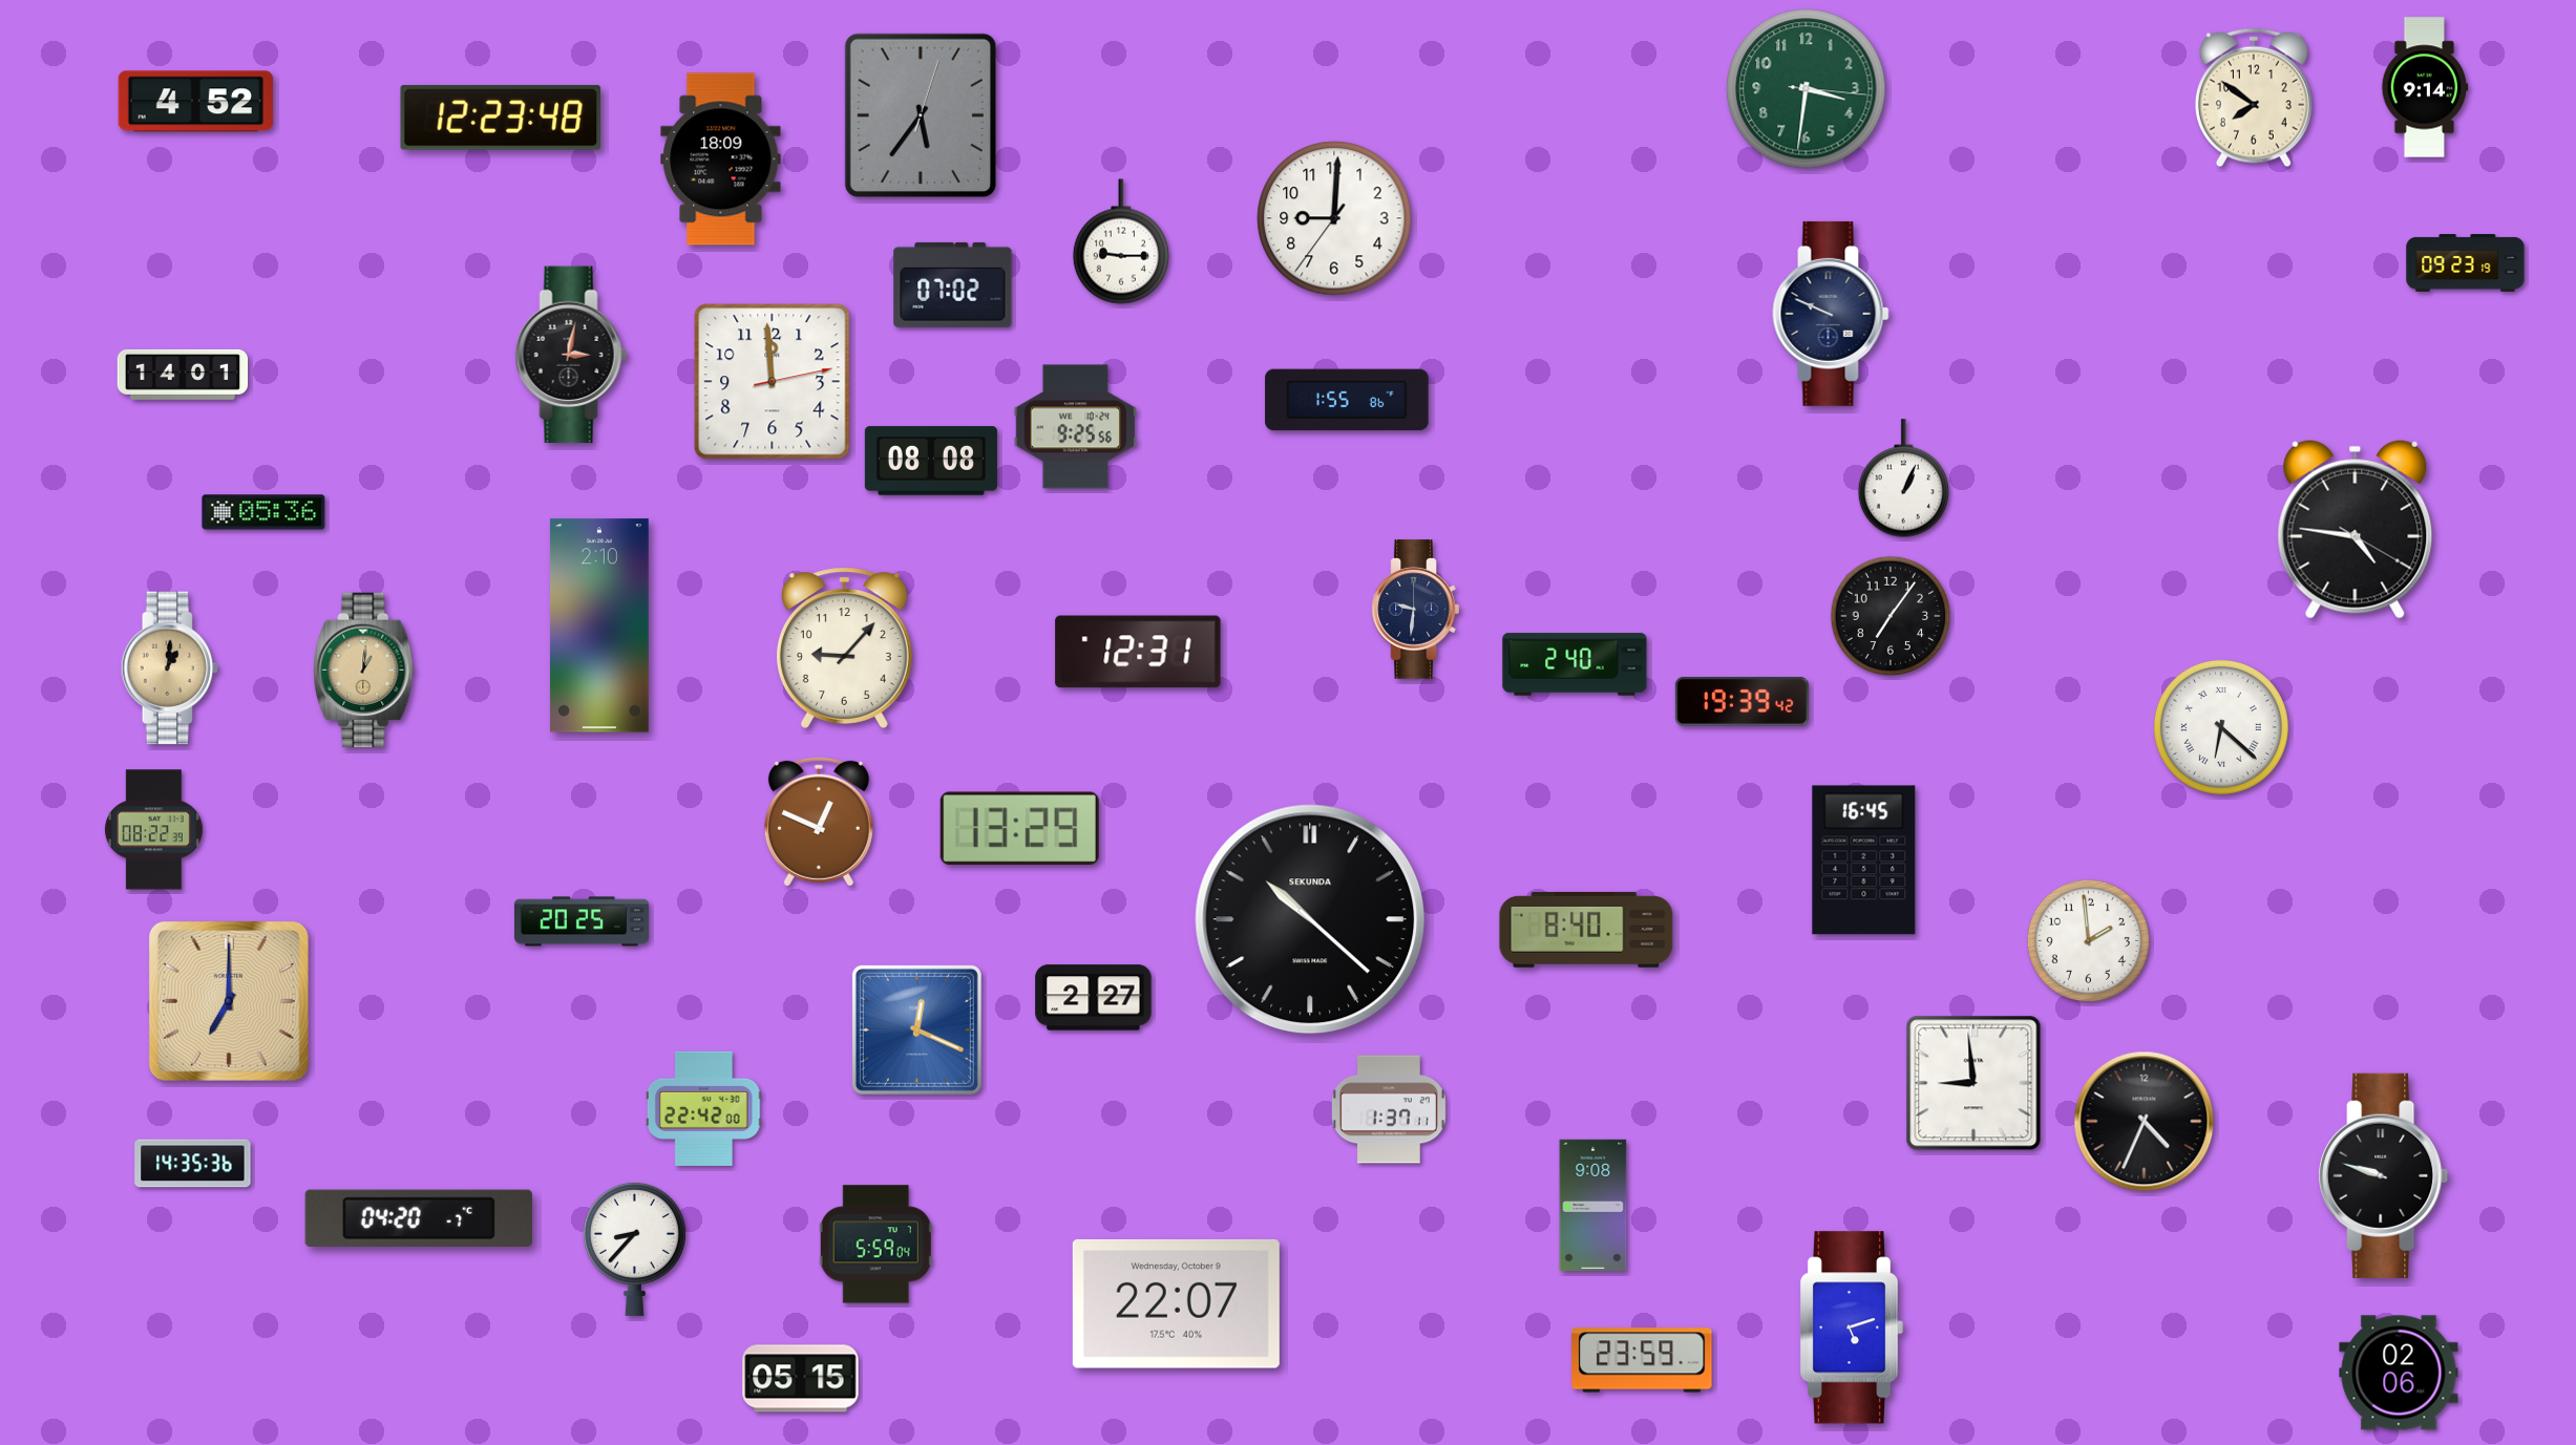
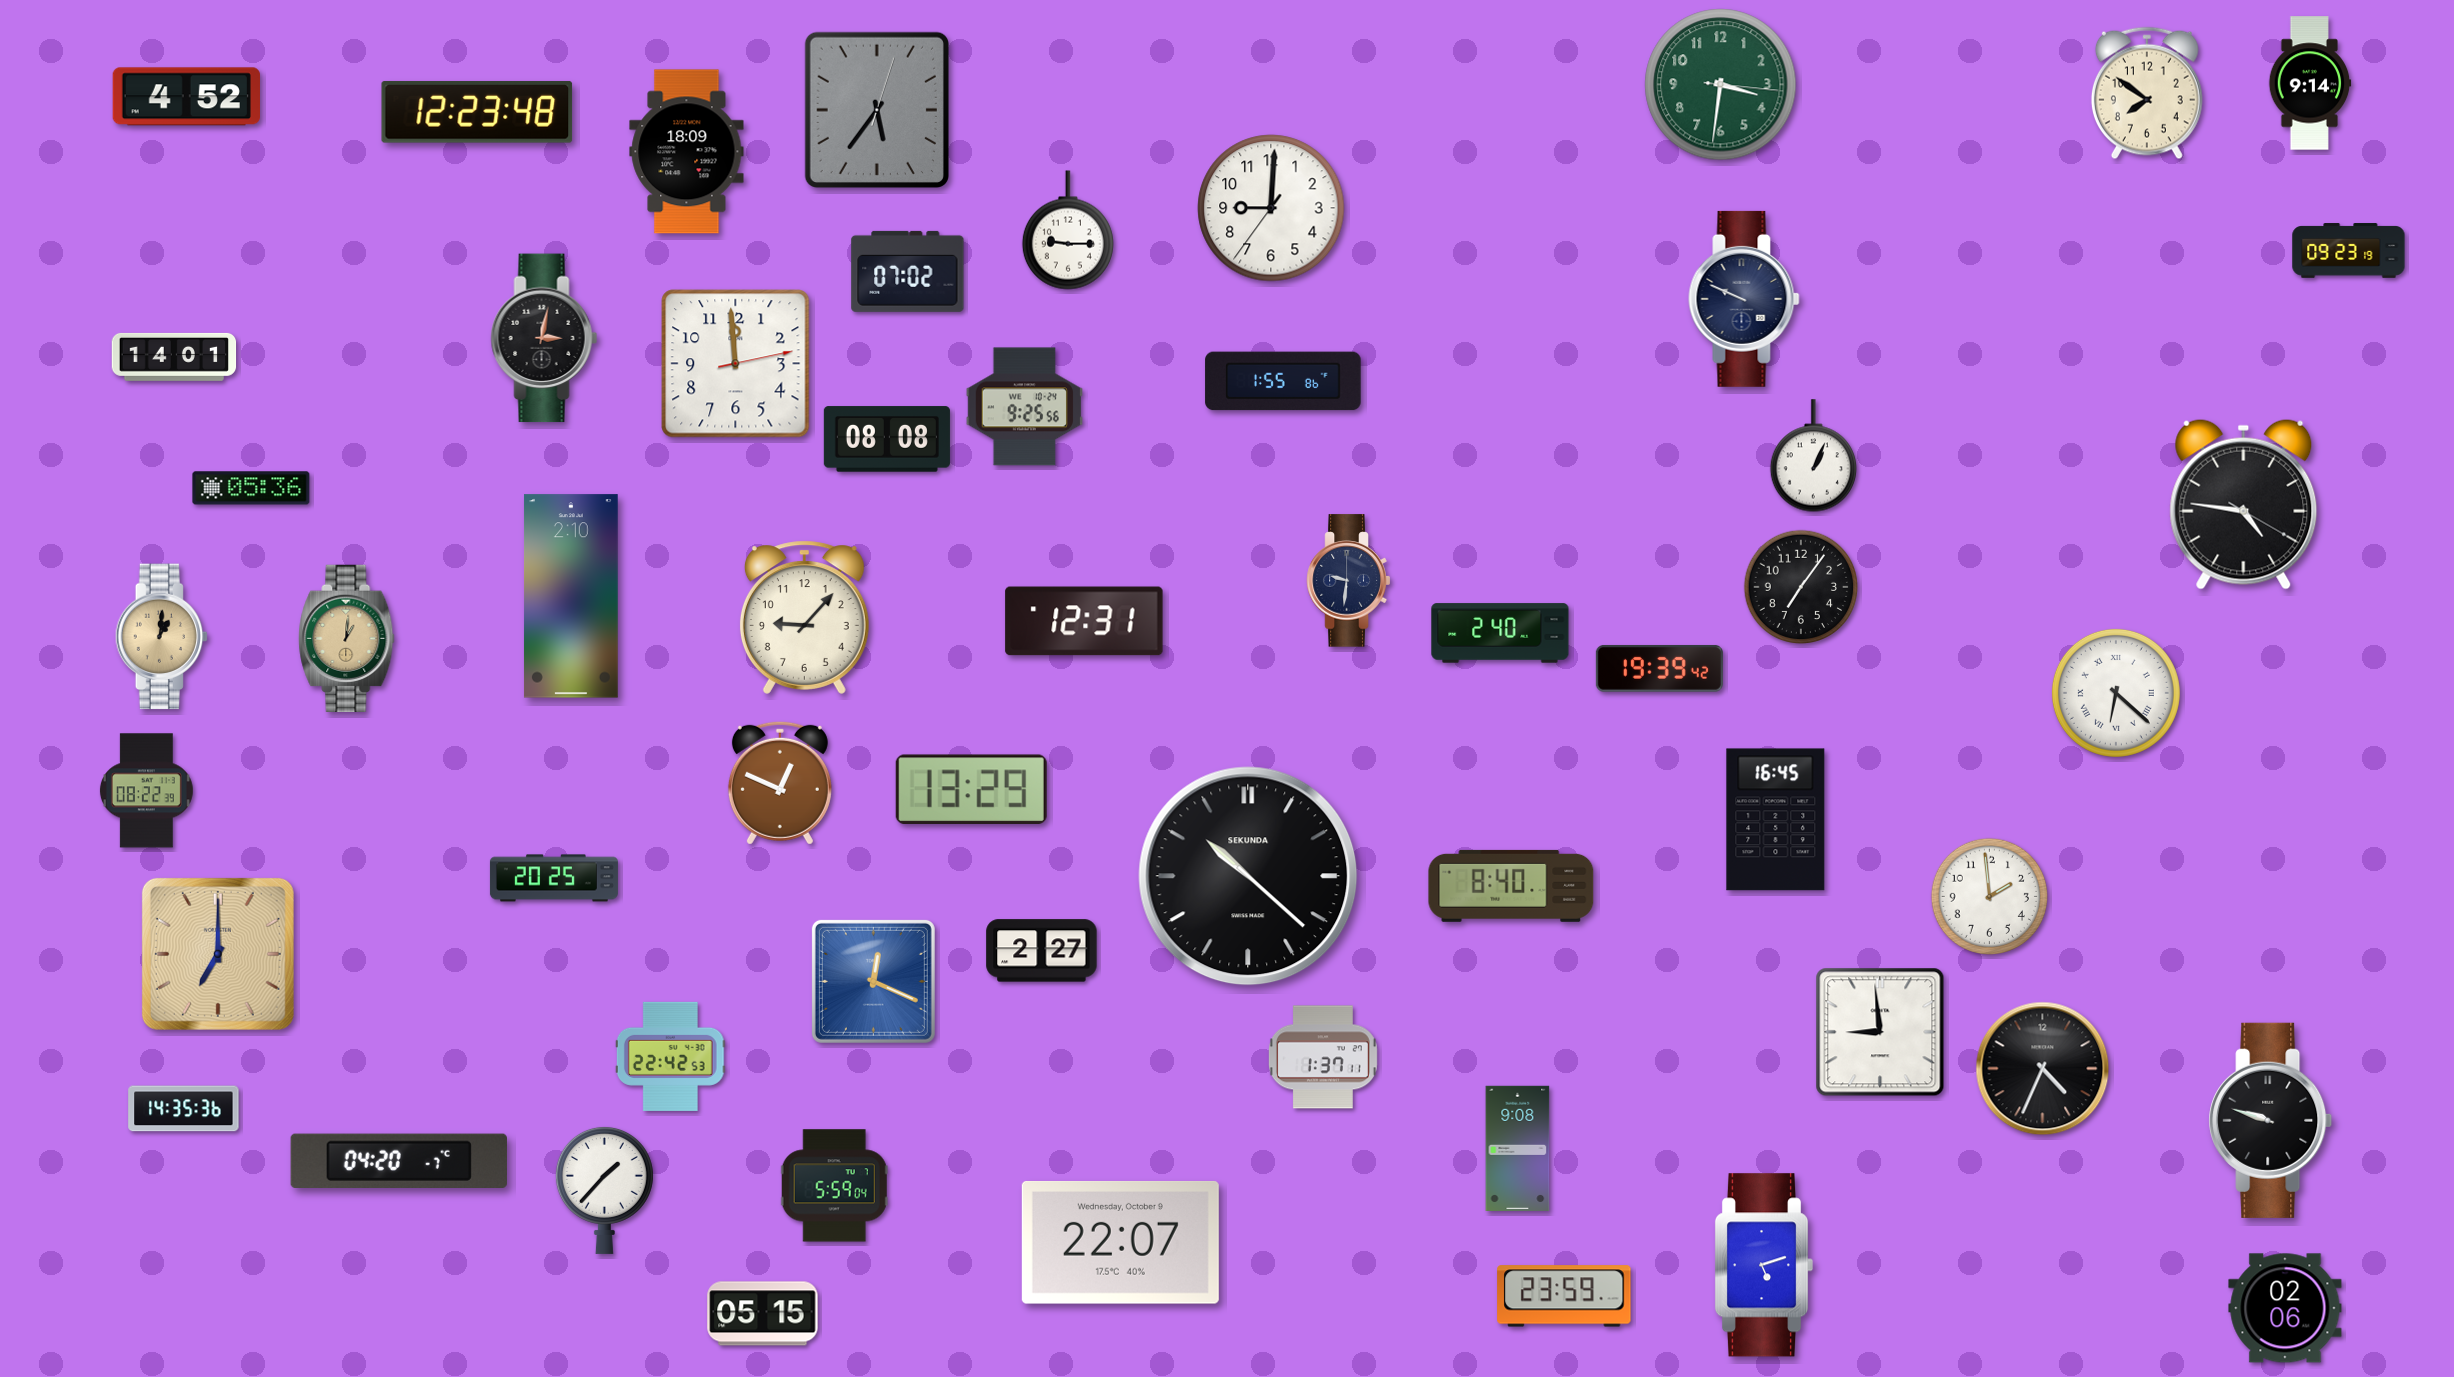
clock at (703, 1108): 22:42:00 -> 22:42:53
clock at (634, 1249): 8:37 -> 1:37
